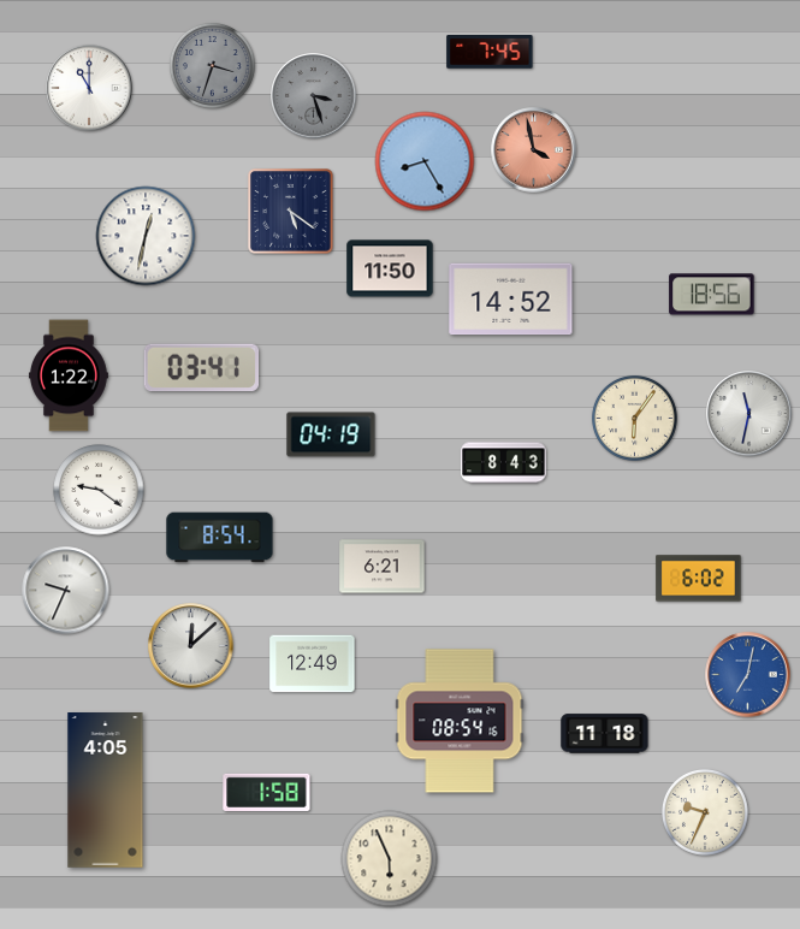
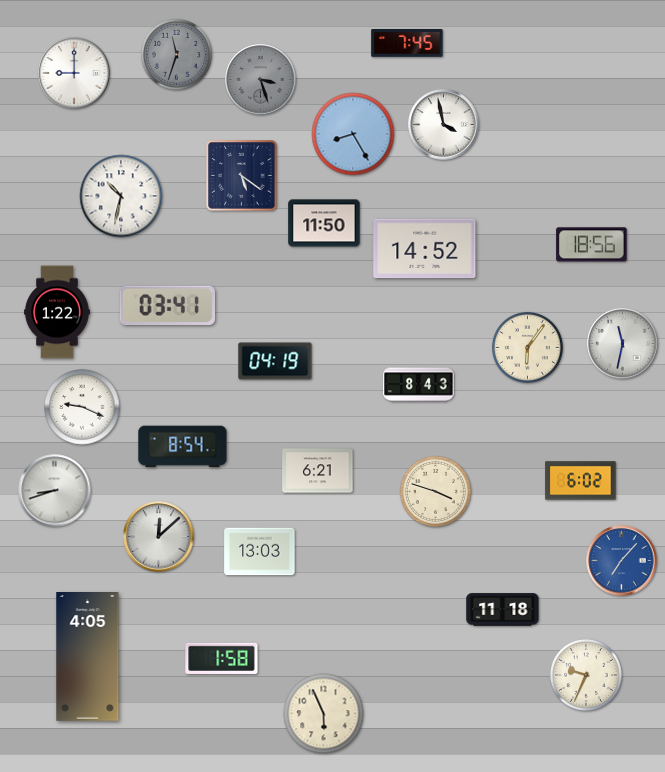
clock at (212, 65): 3:33 -> 11:33
clock at (89, 88): 11:00 -> 9:00
clock at (534, 150) dial: salmon -> white
clock at (146, 236): 12:32 -> 10:32
clock at (99, 490): 9:21 -> 9:19
clock at (66, 591): 9:34 -> 8:42
clock at (435, 491): none -> 3:48
clock at (313, 664): 12:49 -> 13:03
clock at (748, 675): 7:02 -> 7:07
clock at (460, 721): 08:54 -> none
